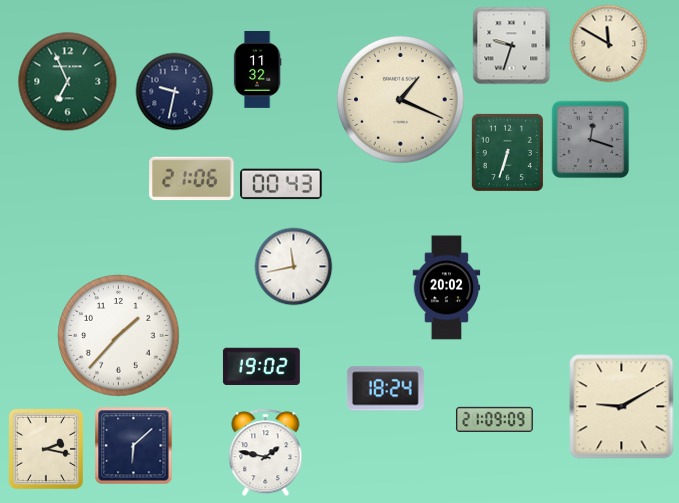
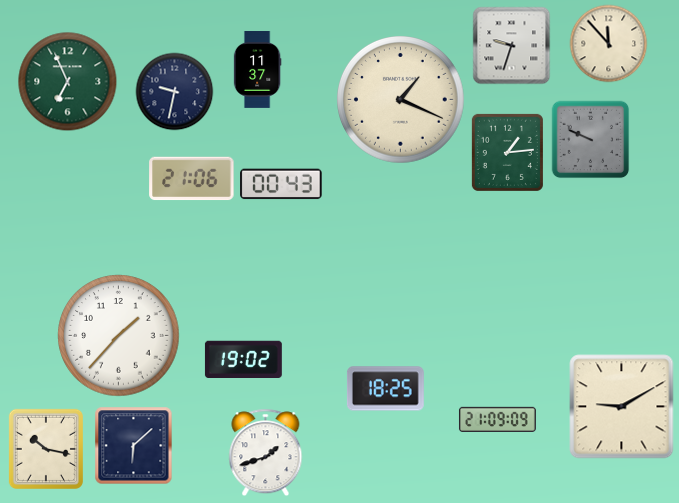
clock at (608, 43): 11:50 -> 11:53
clock at (257, 70): 11:32 -> 11:37
clock at (590, 139): 12:18 -> 9:49
clock at (507, 152): 6:33 -> 1:14
clock at (293, 266): 11:43 -> none
clock at (447, 288): 20:02 -> none
clock at (261, 366) position: (261, 366) -> (243, 359)
clock at (385, 389): 18:24 -> 18:25
clock at (494, 419) position: (494, 419) -> (497, 419)
clock at (46, 449): 2:17 -> 10:17
clock at (266, 452): 1:47 -> 1:42
